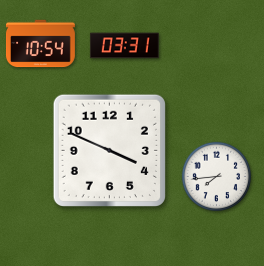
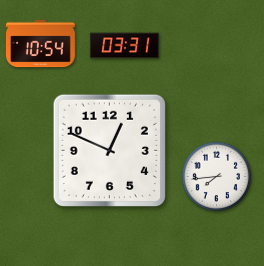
clock at (109, 150): 3:49 -> 12:49
